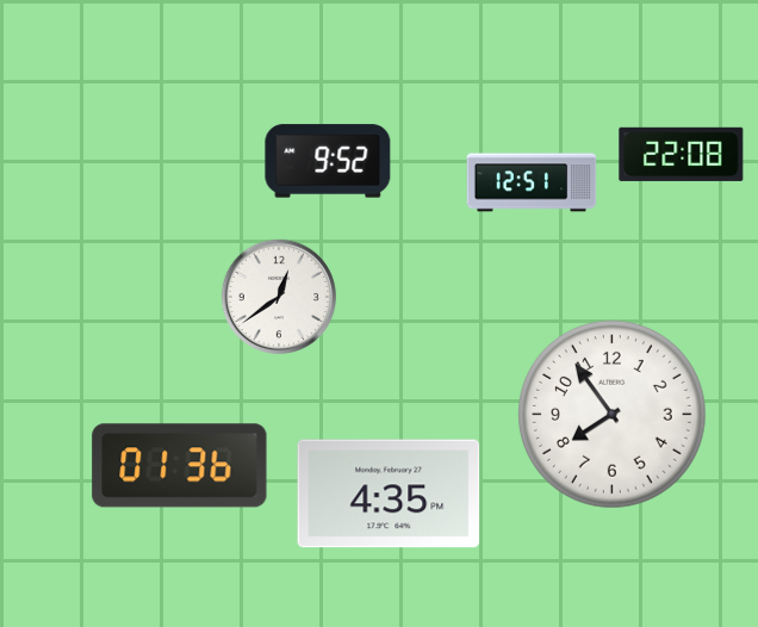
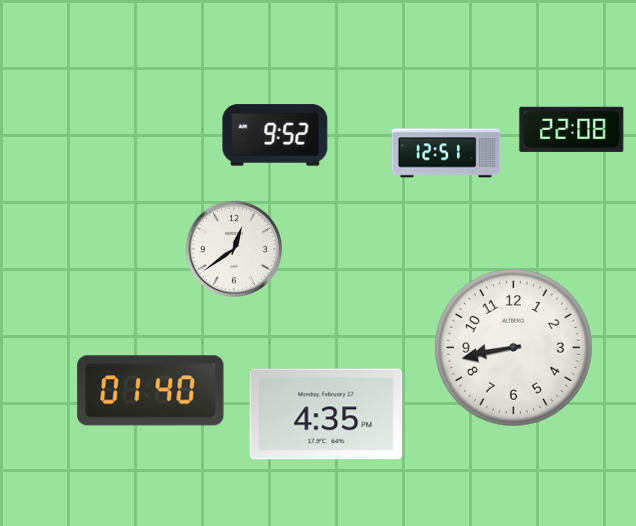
clock at (611, 414): 7:54 -> 8:43
clock at (180, 466): 01:36 -> 01:40
